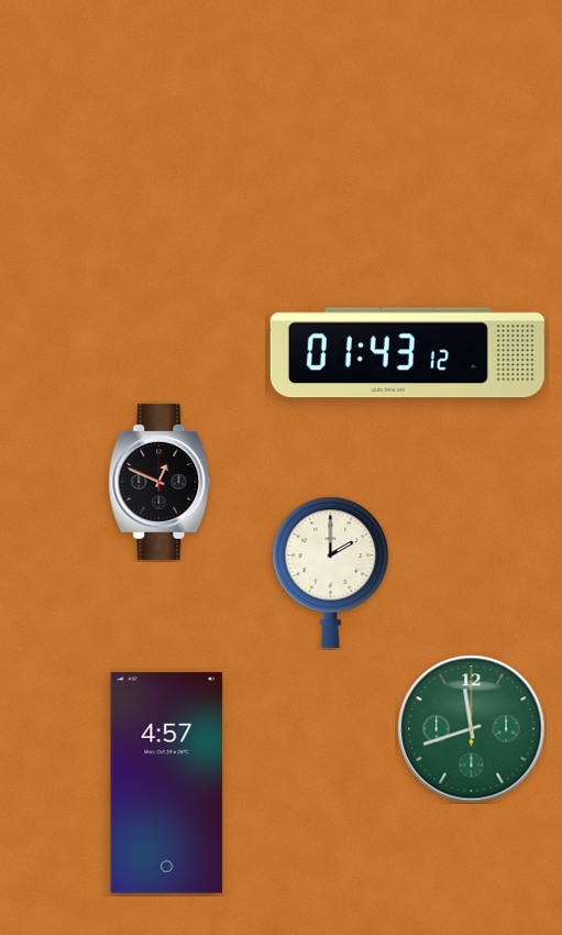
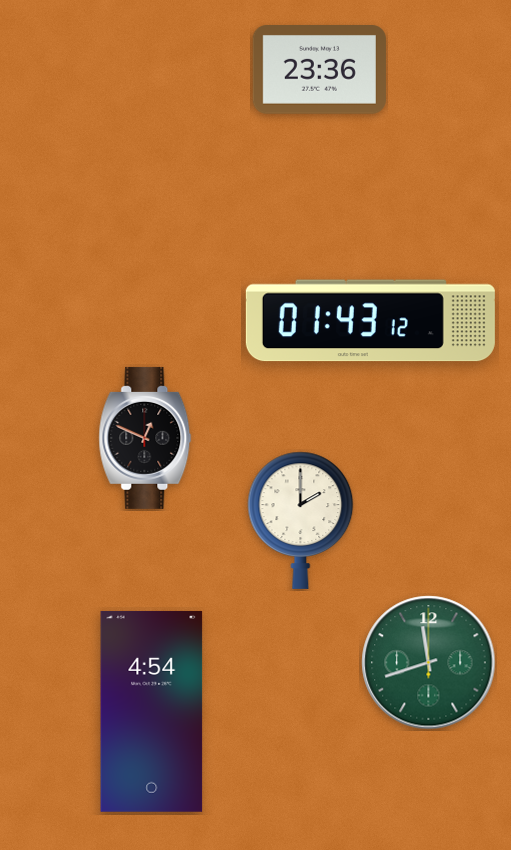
clock at (319, 70): none -> 23:36
clock at (167, 782): 4:57 -> 4:54
